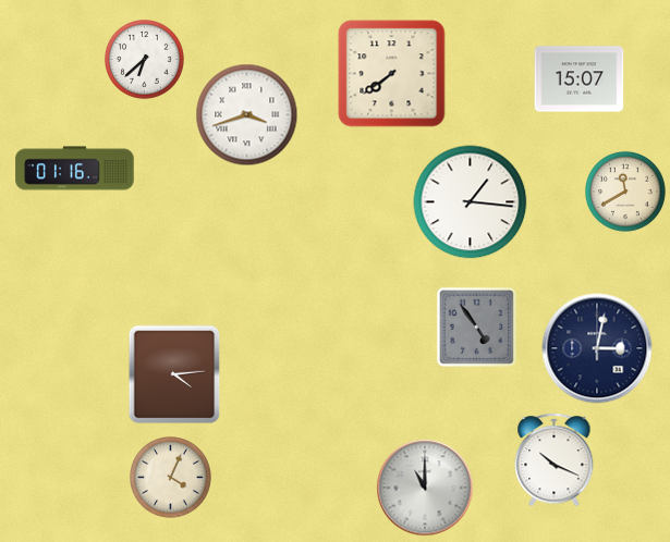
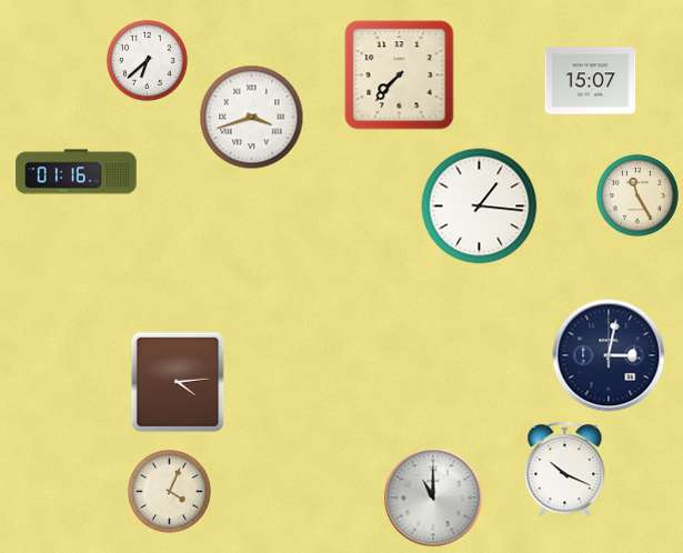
clock at (392, 74): 7:39 -> 7:37
clock at (625, 192): 11:40 -> 11:25
clock at (476, 327): 4:54 -> none
clock at (171, 478) position: (171, 478) -> (170, 492)
